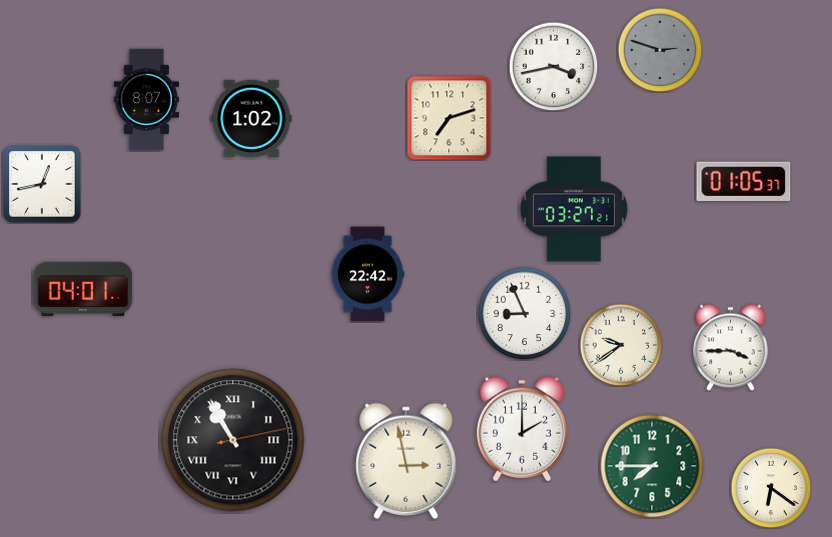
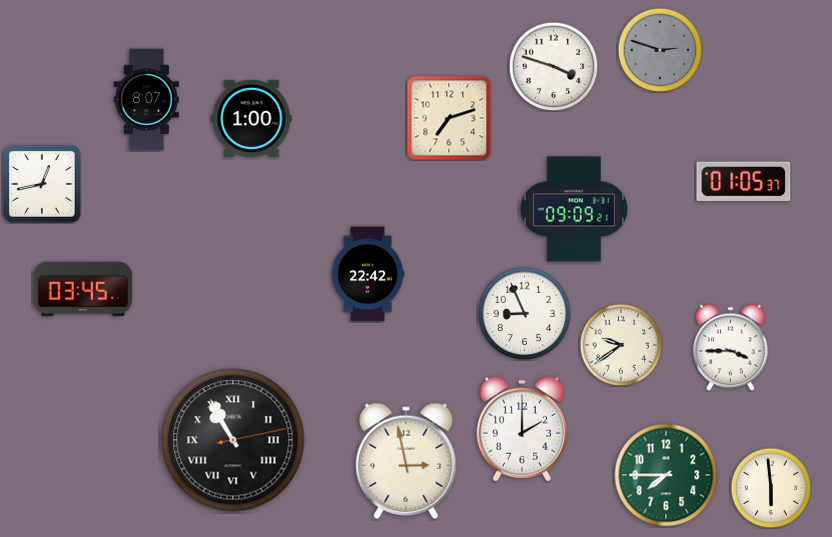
clock at (553, 66): 3:43 -> 3:48
clock at (252, 118): 1:02 -> 1:00
clock at (574, 209): 03:27 -> 09:09
clock at (83, 289): 04:01 -> 03:45
clock at (652, 466) position: (652, 466) -> (666, 475)
clock at (771, 488): 6:21 -> 5:59
